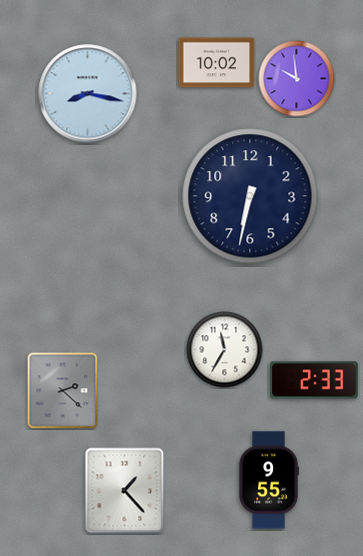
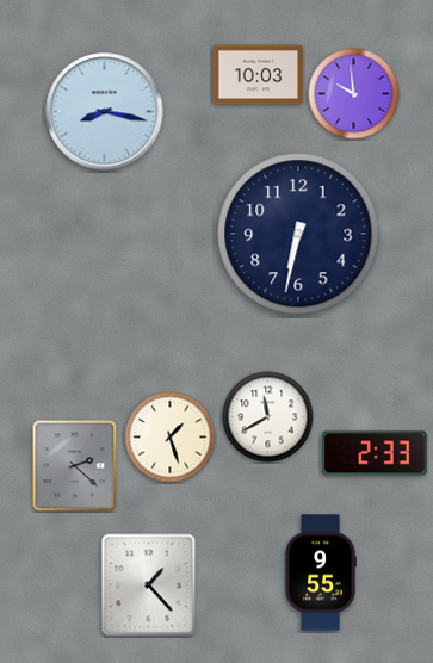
clock at (217, 63): 10:02 -> 10:03
clock at (225, 350): 11:35 -> 11:40
clock at (171, 438): none -> 1:27
